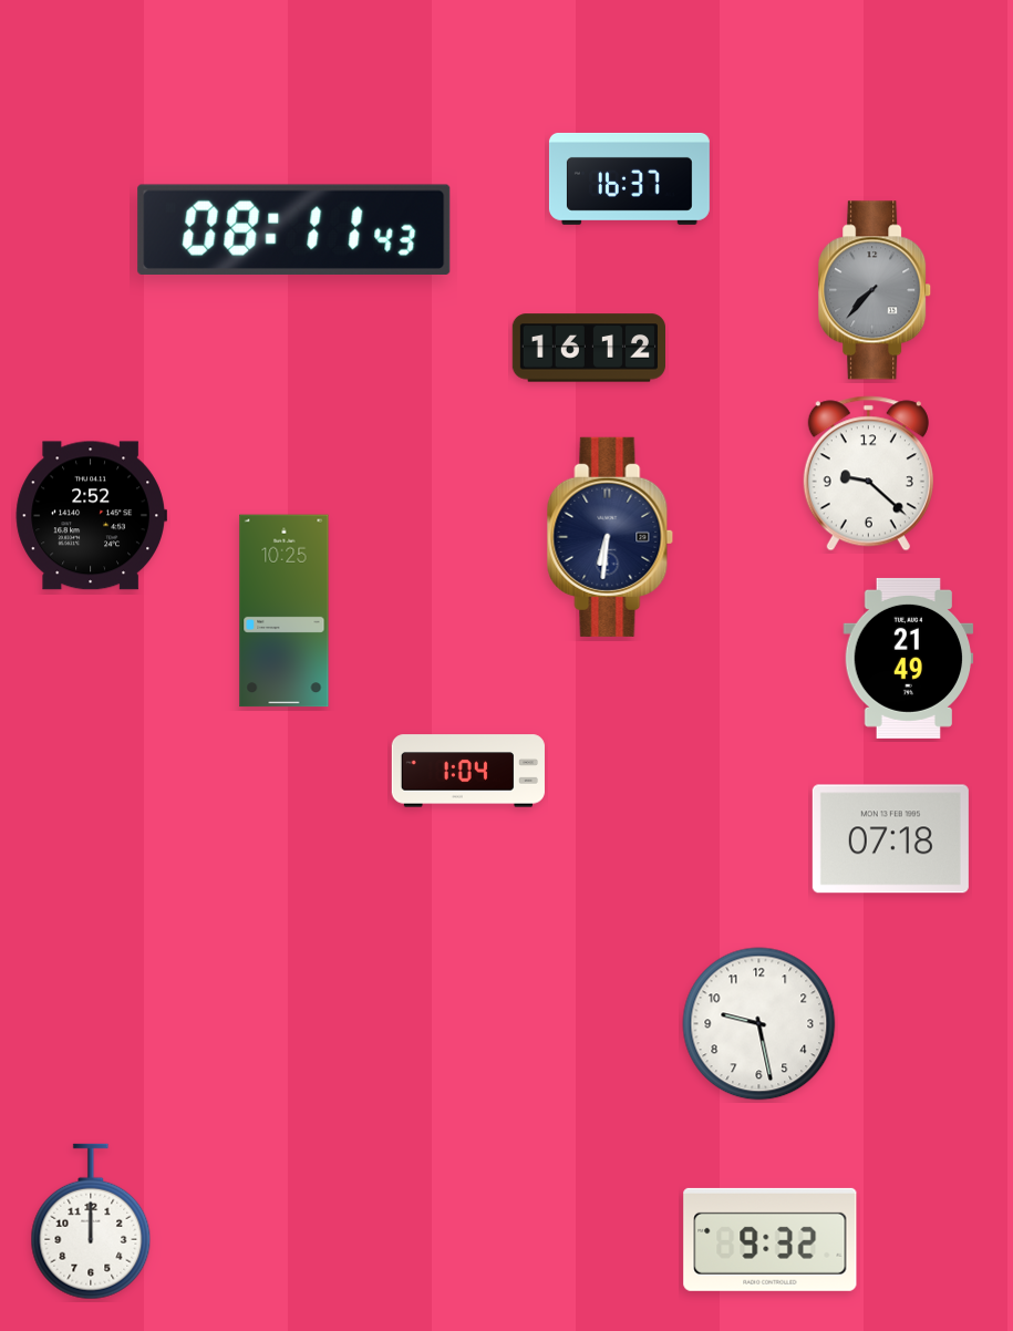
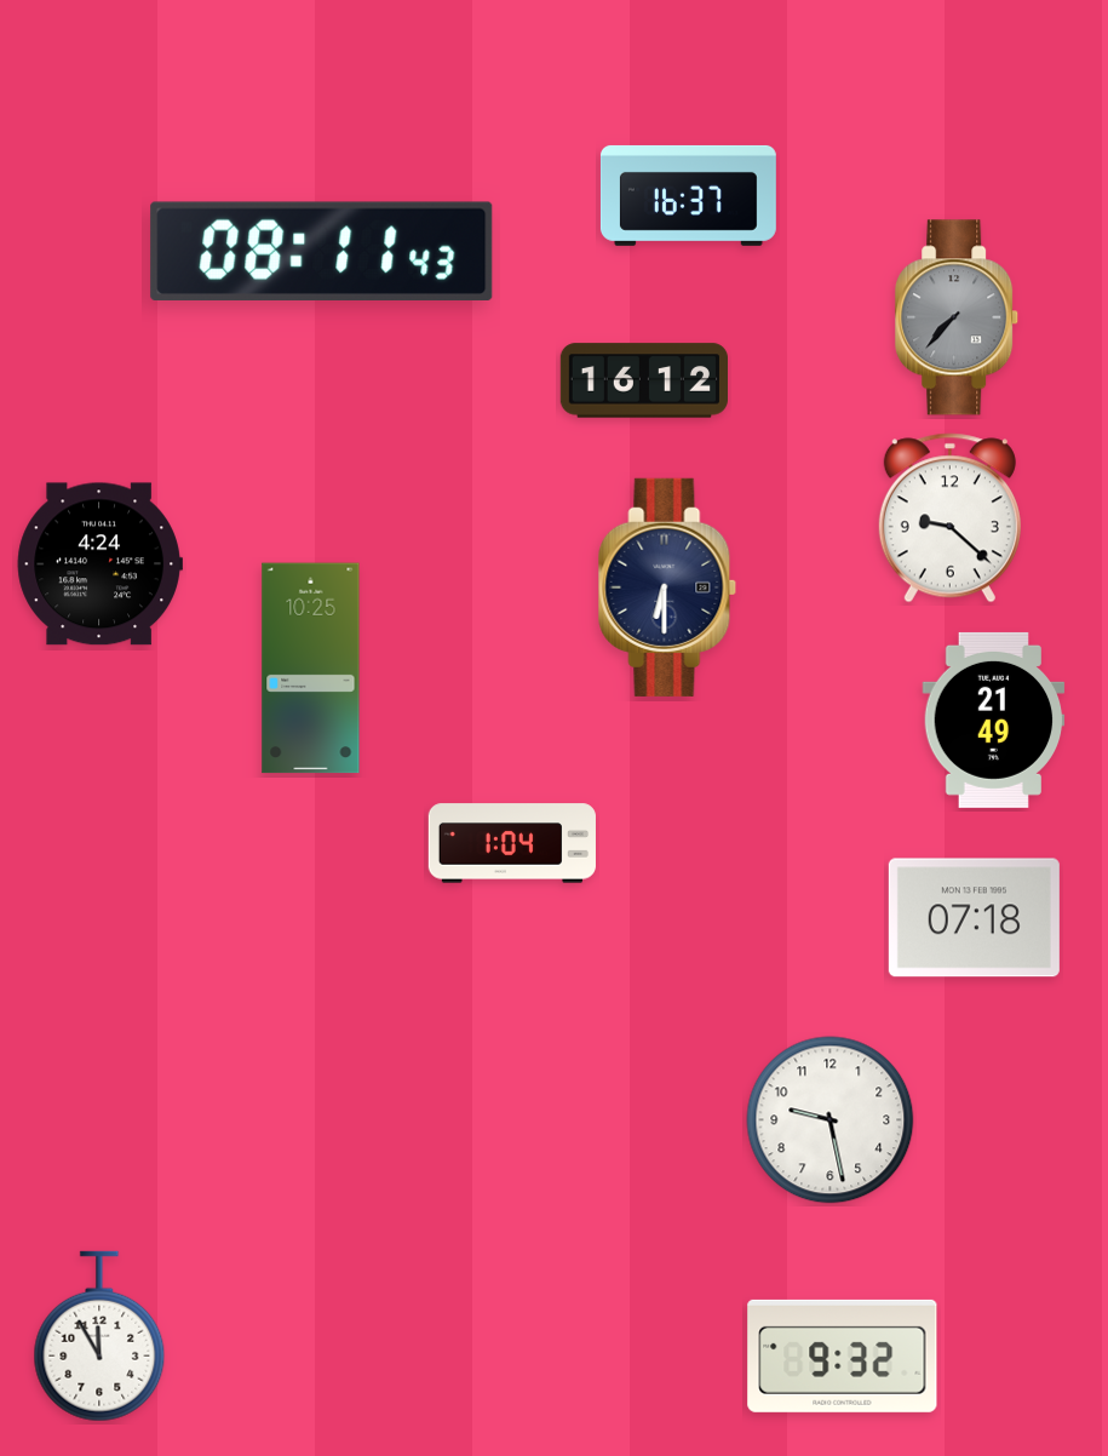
clock at (91, 516): 2:52 -> 4:24
clock at (610, 537): 6:31 -> 6:30
clock at (91, 1221): 12:00 -> 11:55
